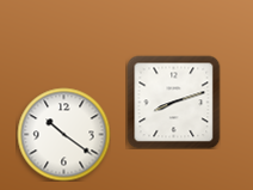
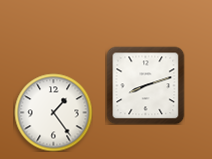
clock at (63, 134): 10:21 -> 1:24
